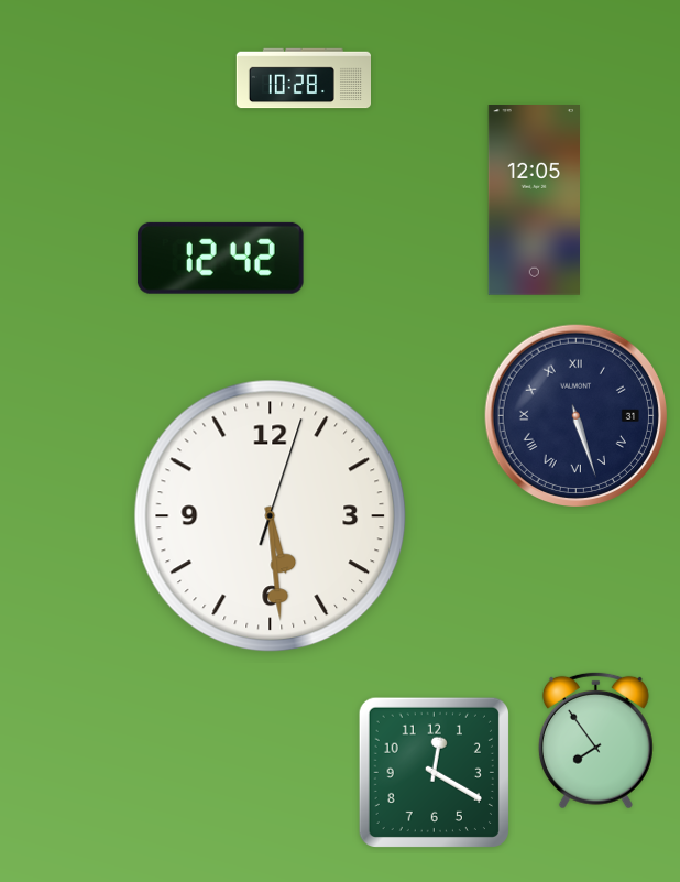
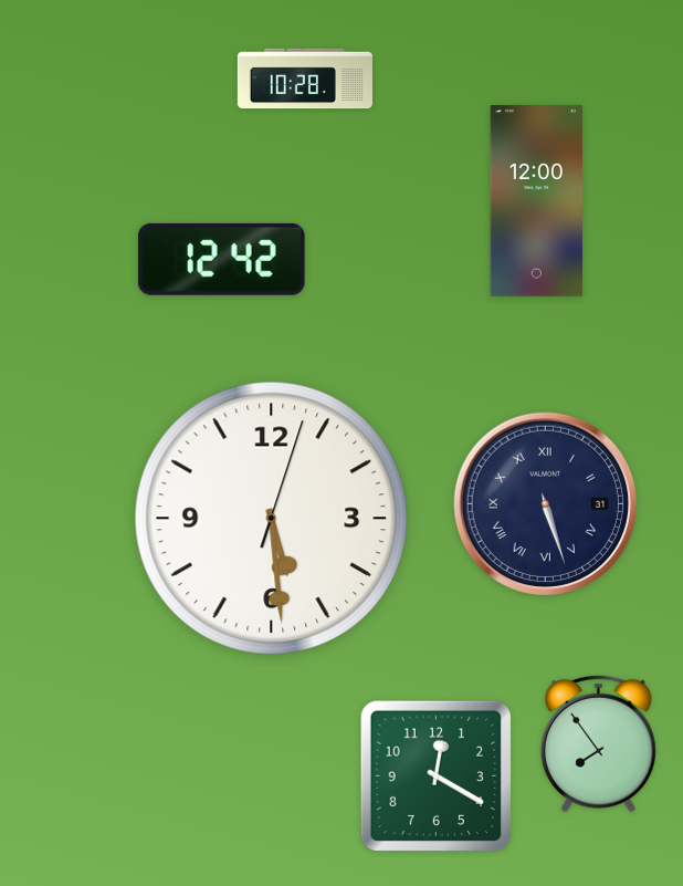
clock at (535, 200): 12:05 -> 12:00
clock at (575, 415) position: (575, 415) -> (545, 503)
